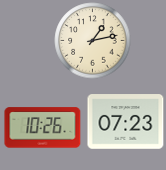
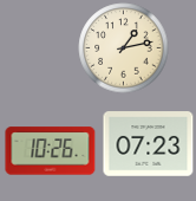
clock at (93, 41) position: (93, 41) -> (124, 48)
